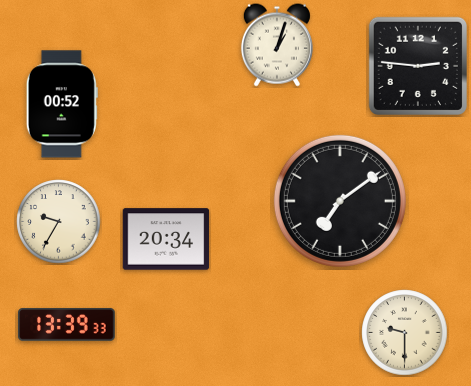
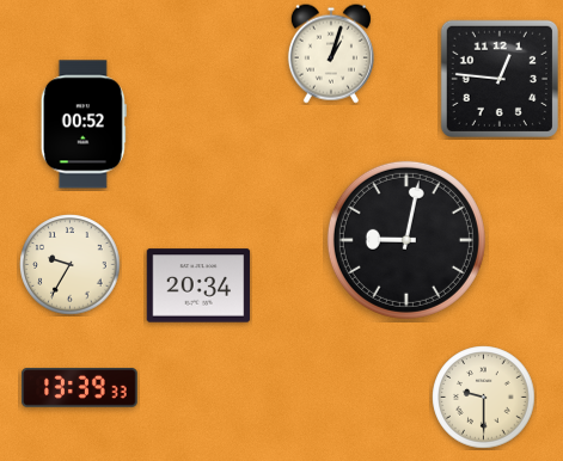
clock at (418, 66): 2:46 -> 12:46
clock at (62, 104) position: (62, 104) -> (84, 124)
clock at (340, 201): 7:09 -> 9:02
